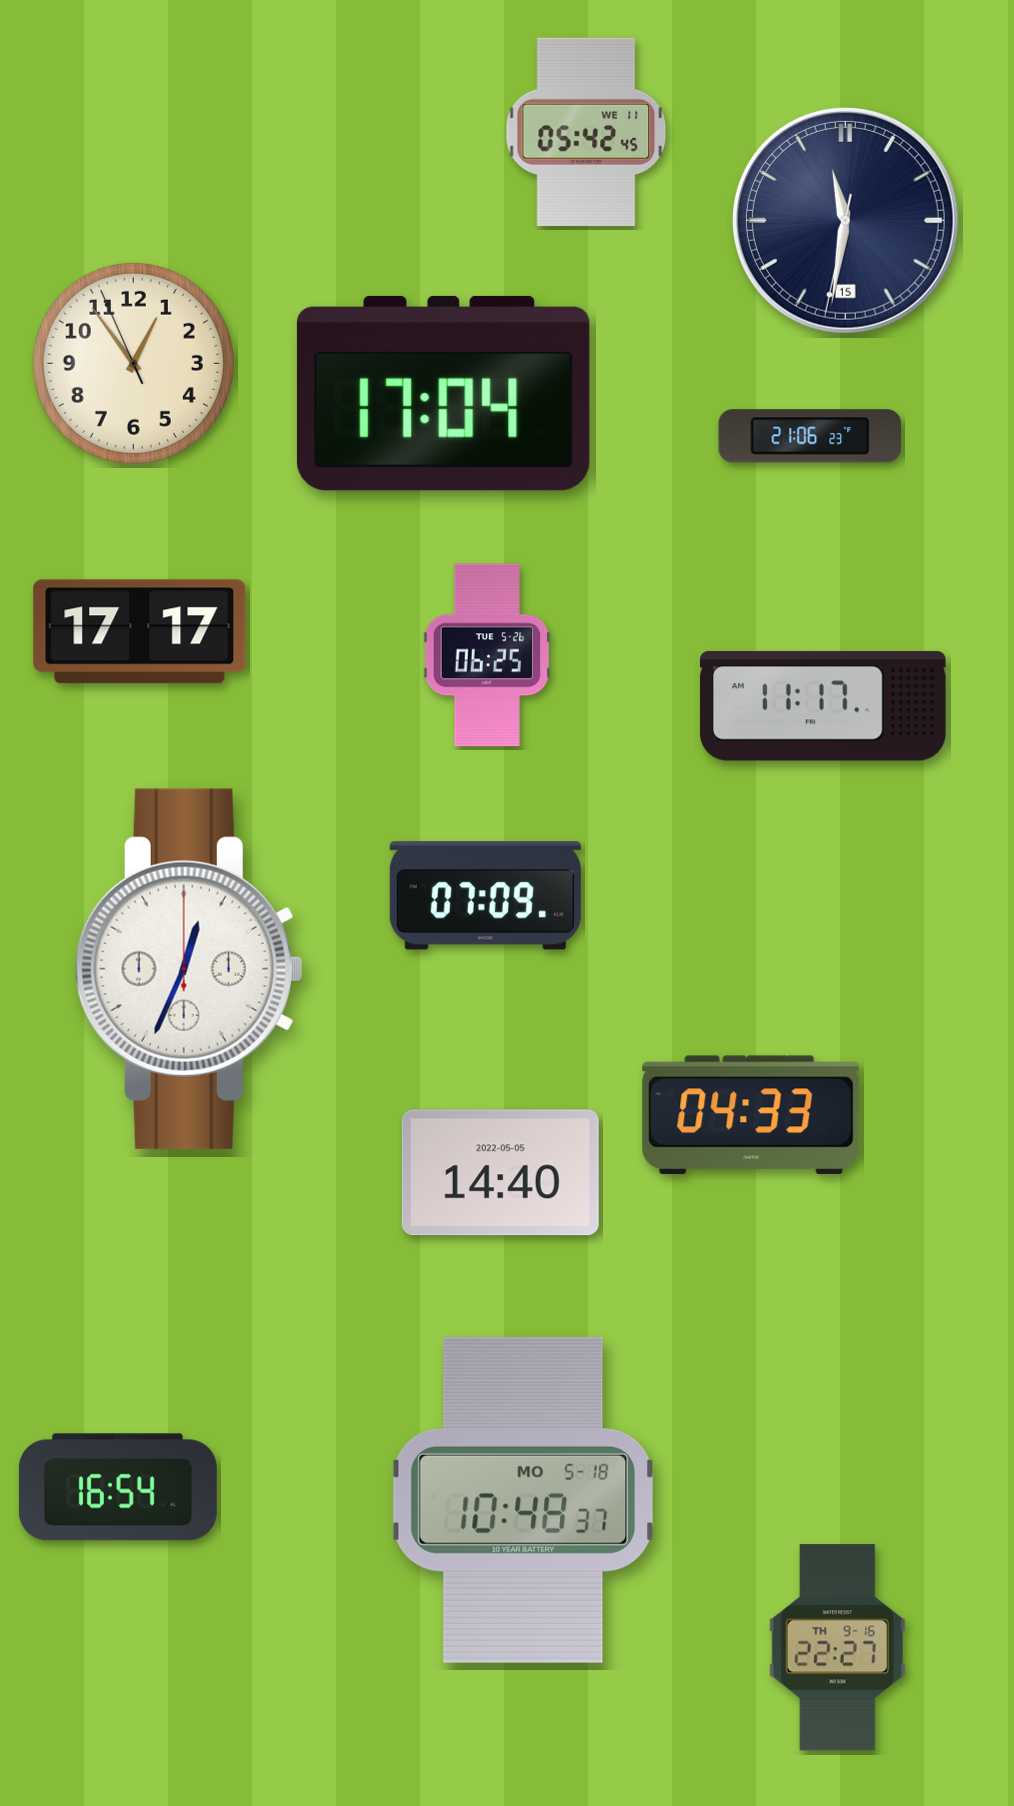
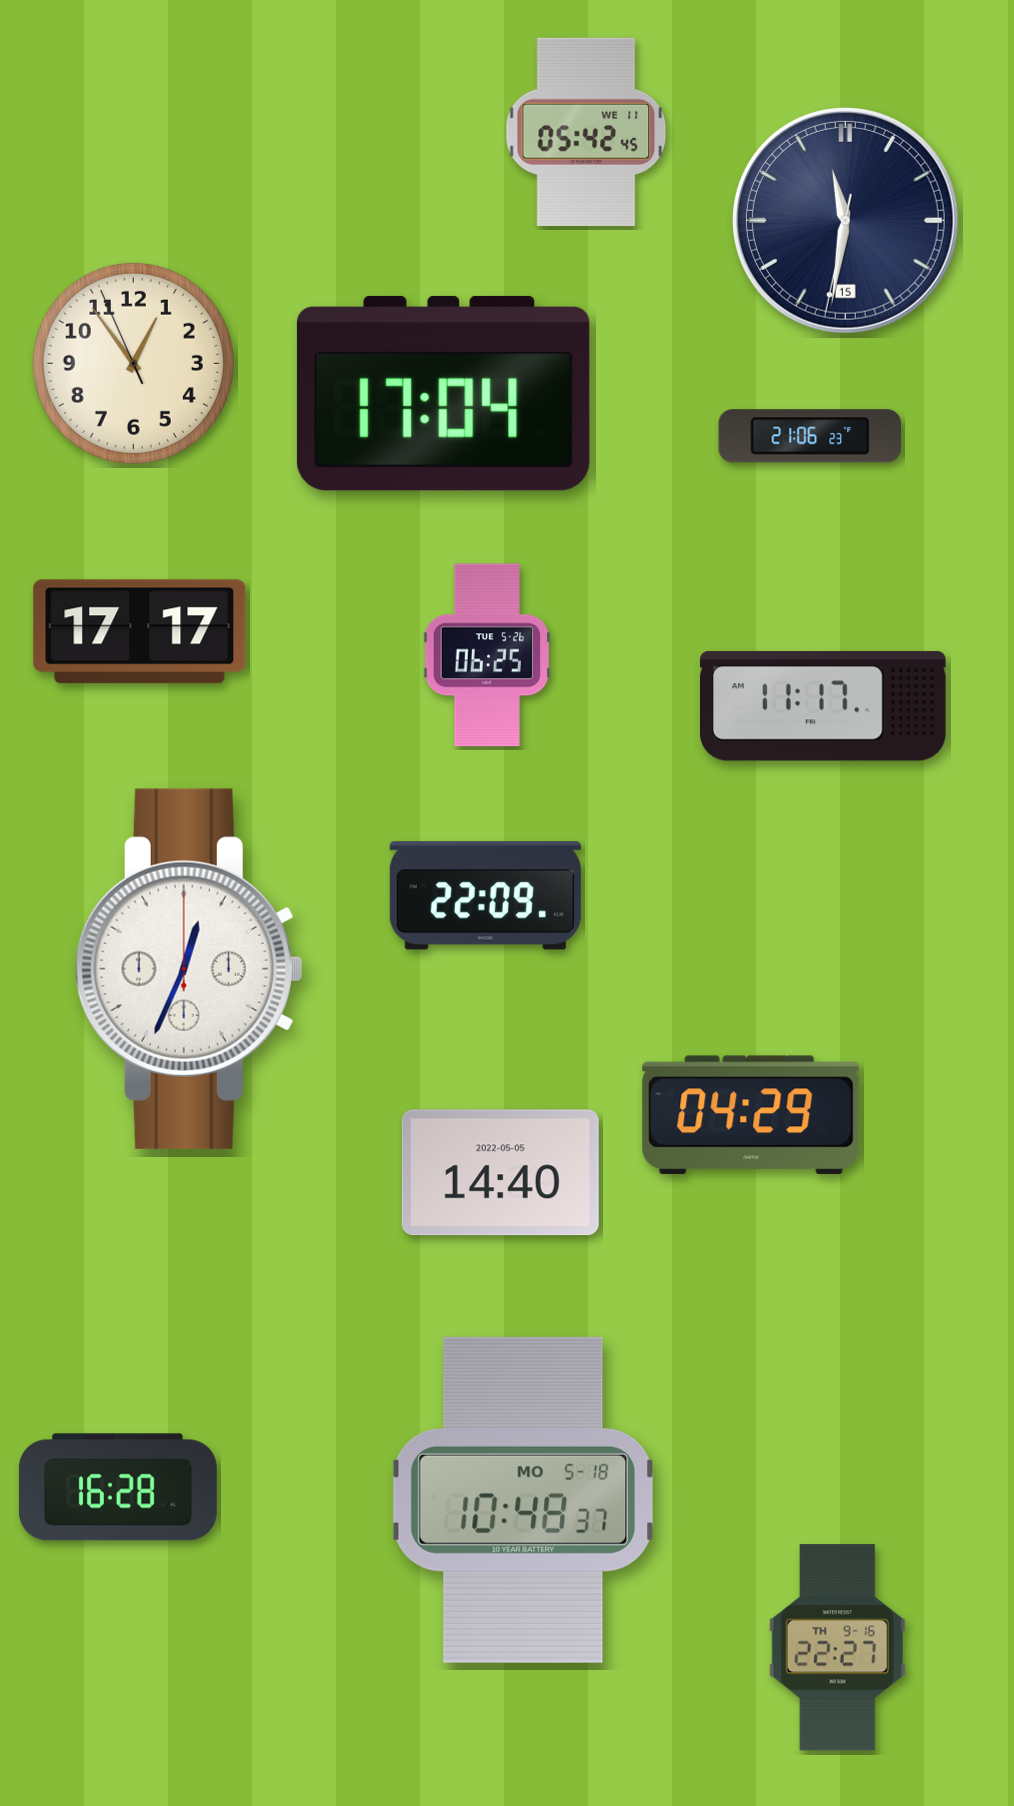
clock at (485, 896): 07:09 -> 22:09
clock at (751, 1115): 04:33 -> 04:29
clock at (118, 1487): 16:54 -> 16:28
